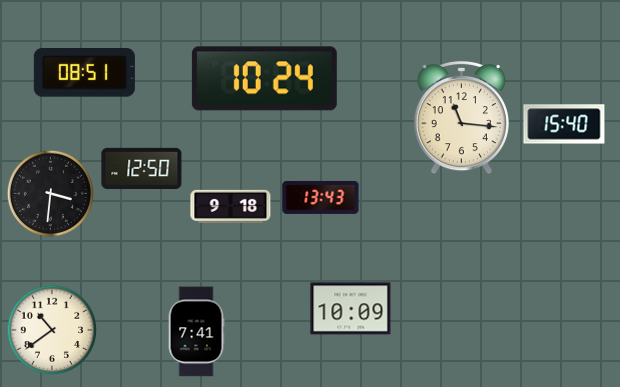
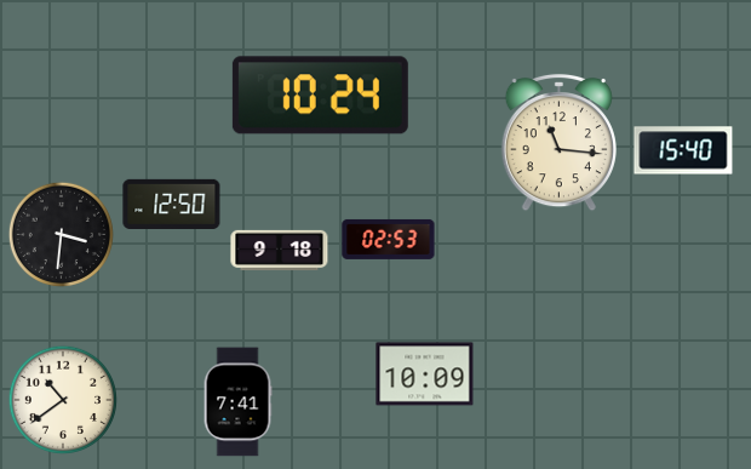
clock at (84, 73): 08:51 -> none
clock at (321, 197): 13:43 -> 02:53
